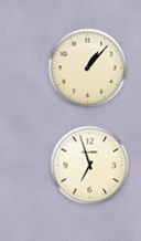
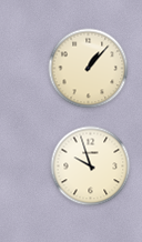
clock at (90, 166): 6:57 -> 9:57
